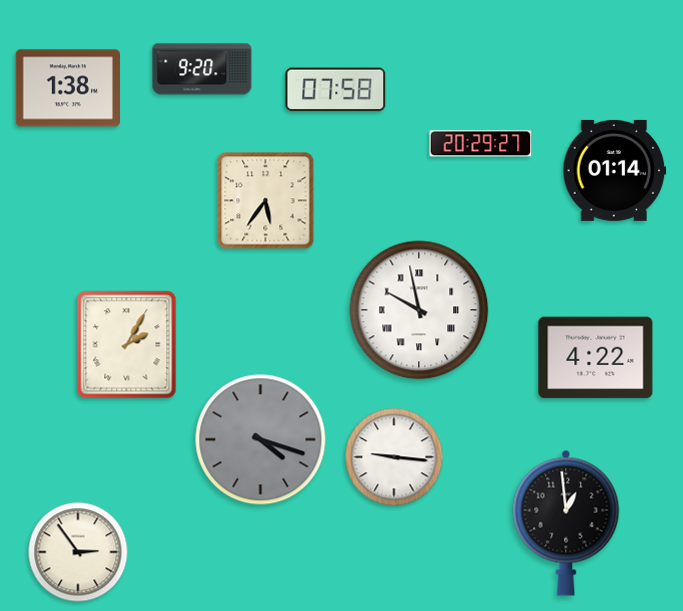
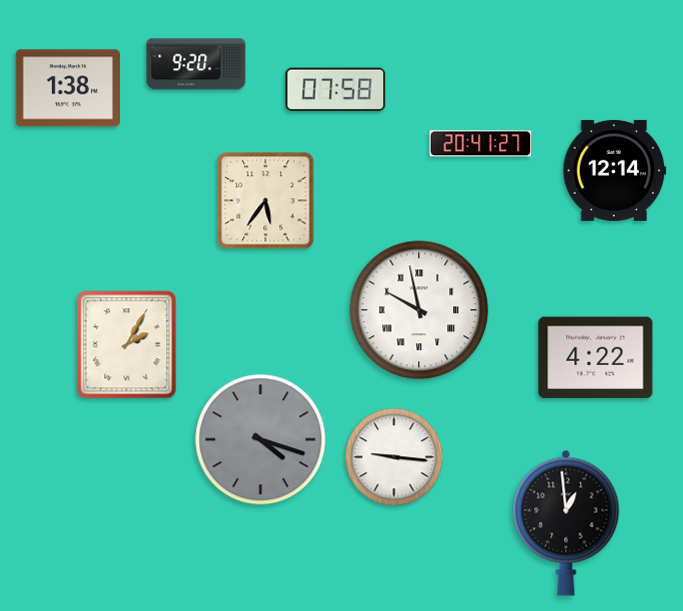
clock at (202, 69) position: (202, 69) -> (196, 64)
clock at (481, 144): 20:29 -> 20:41
clock at (615, 170): 01:14 -> 12:14
clock at (78, 552): 2:54 -> none
